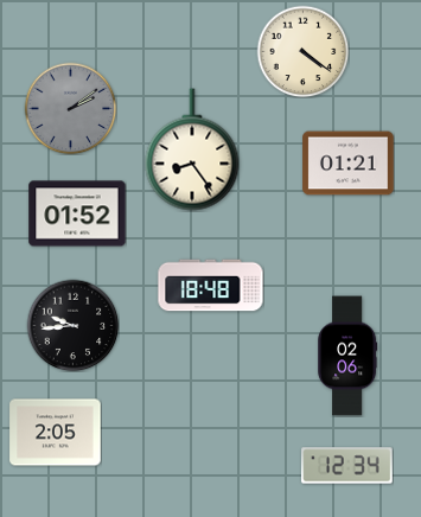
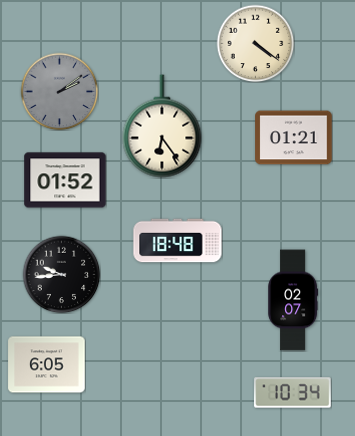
clock at (192, 149): 8:24 -> 6:24
clock at (347, 356): 02:06 -> 02:07
clock at (56, 433): 2:05 -> 6:05
clock at (347, 466): 12:34 -> 10:34
